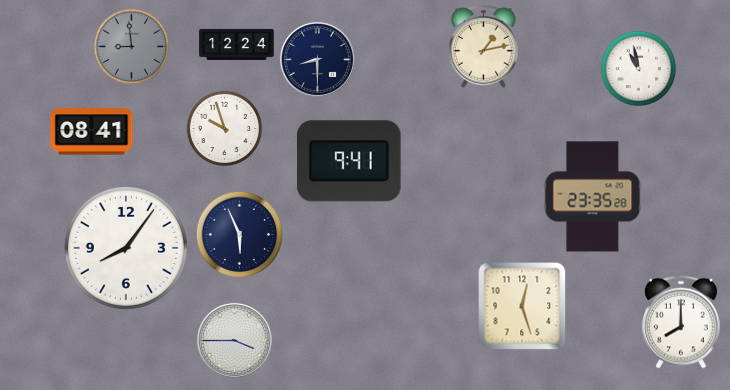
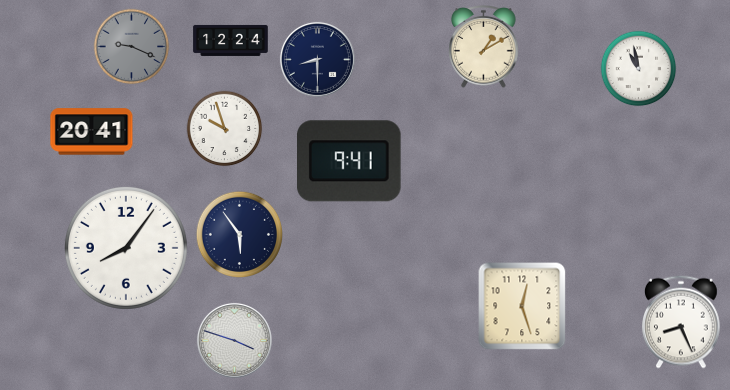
clock at (237, 44) position: (237, 44) -> (231, 40)
clock at (132, 47): 8:59 -> 9:19
clock at (484, 47): 1:13 -> 1:10
clock at (92, 132): 08:41 -> 20:41
clock at (593, 197): 23:35 -> none
clock at (239, 234): 5:56 -> 5:54
clock at (682, 322): 8:00 -> 8:26
clock at (234, 340): 3:45 -> 3:48
